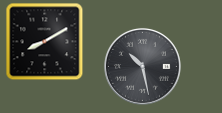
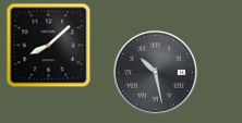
clock at (44, 41): 8:10 -> 8:08
